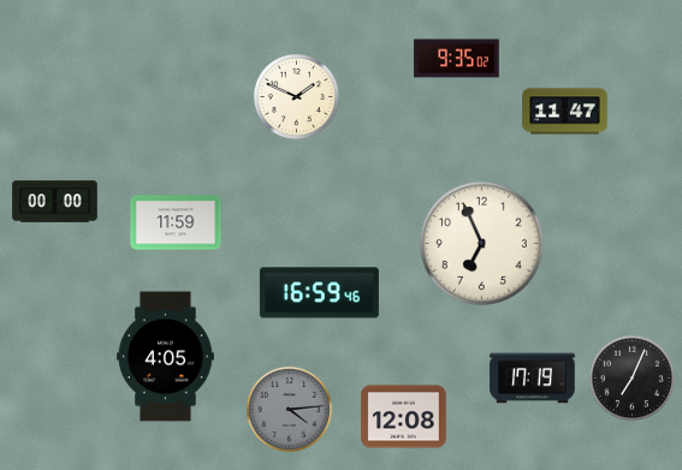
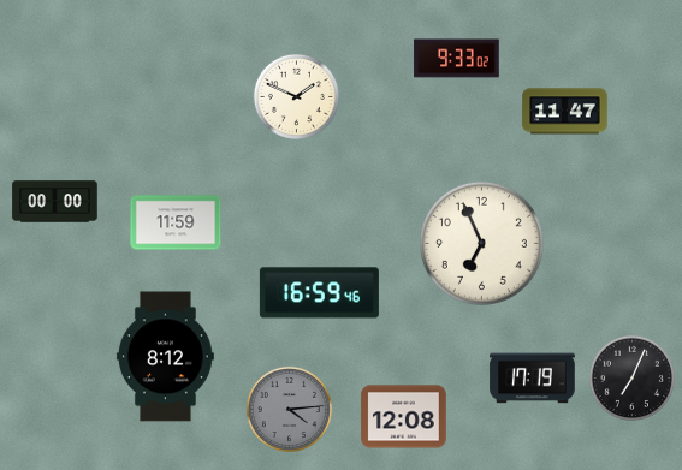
clock at (457, 59): 9:35 -> 9:33
clock at (165, 357): 4:05 -> 8:12
